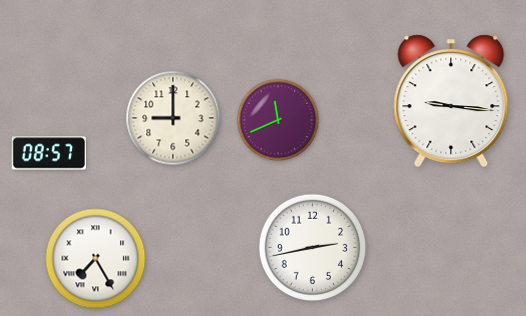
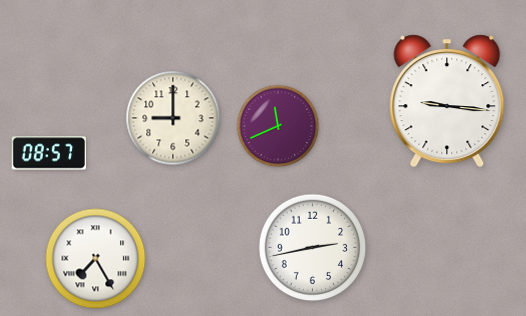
clock at (451, 101) position: (451, 101) -> (447, 101)
clock at (278, 120) position: (278, 120) -> (278, 126)
